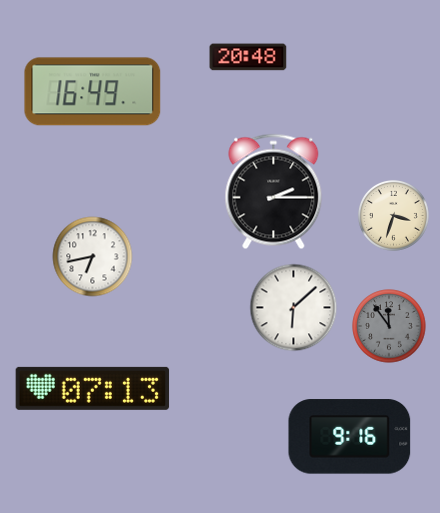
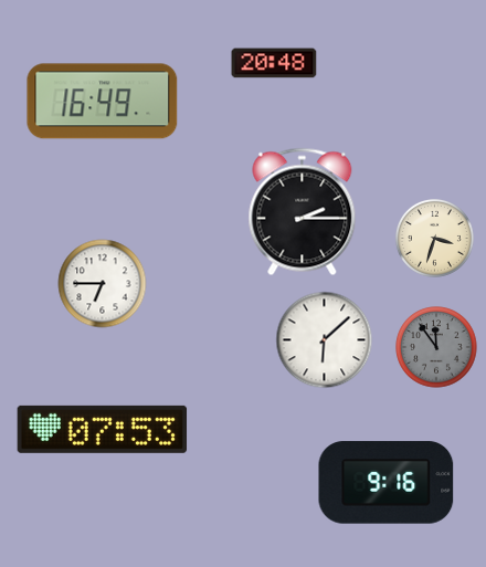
clock at (93, 257): 6:43 -> 6:45
clock at (389, 326) position: (389, 326) -> (436, 347)
clock at (93, 388): 07:13 -> 07:53
